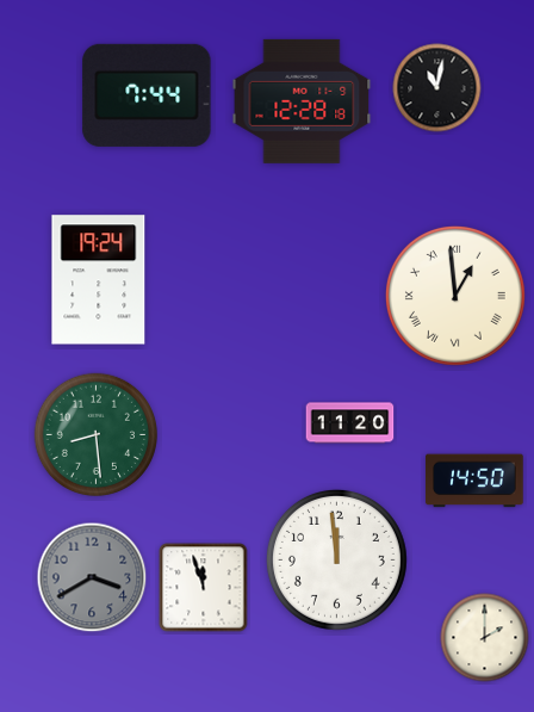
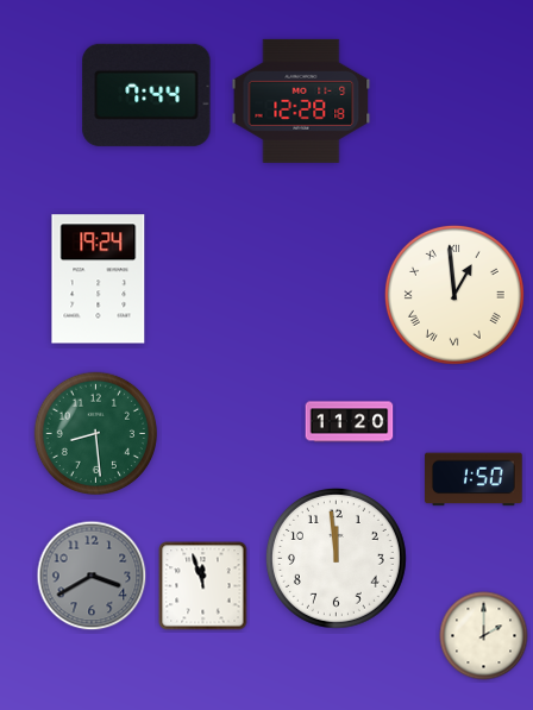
clock at (437, 88): 11:02 -> none
clock at (474, 481): 14:50 -> 1:50
